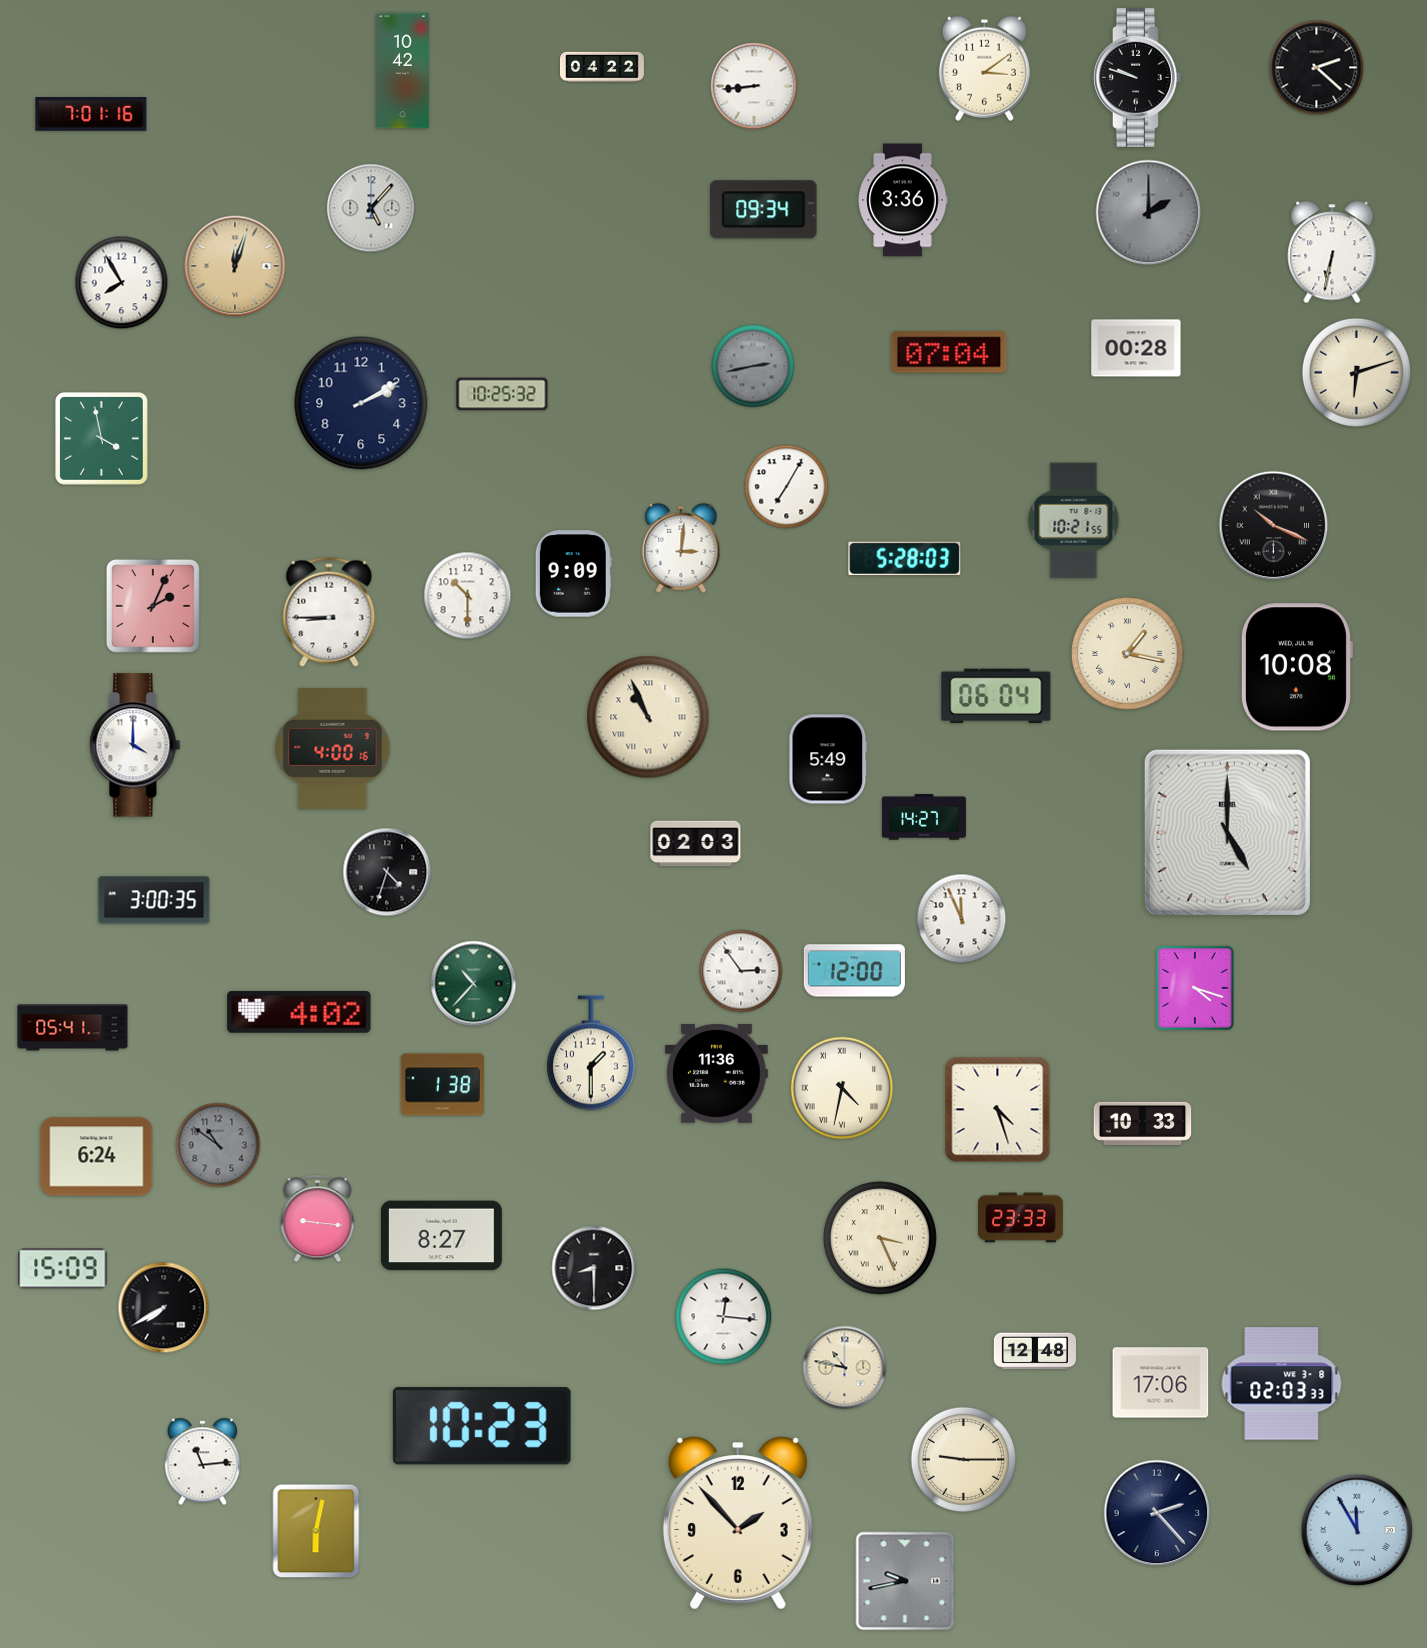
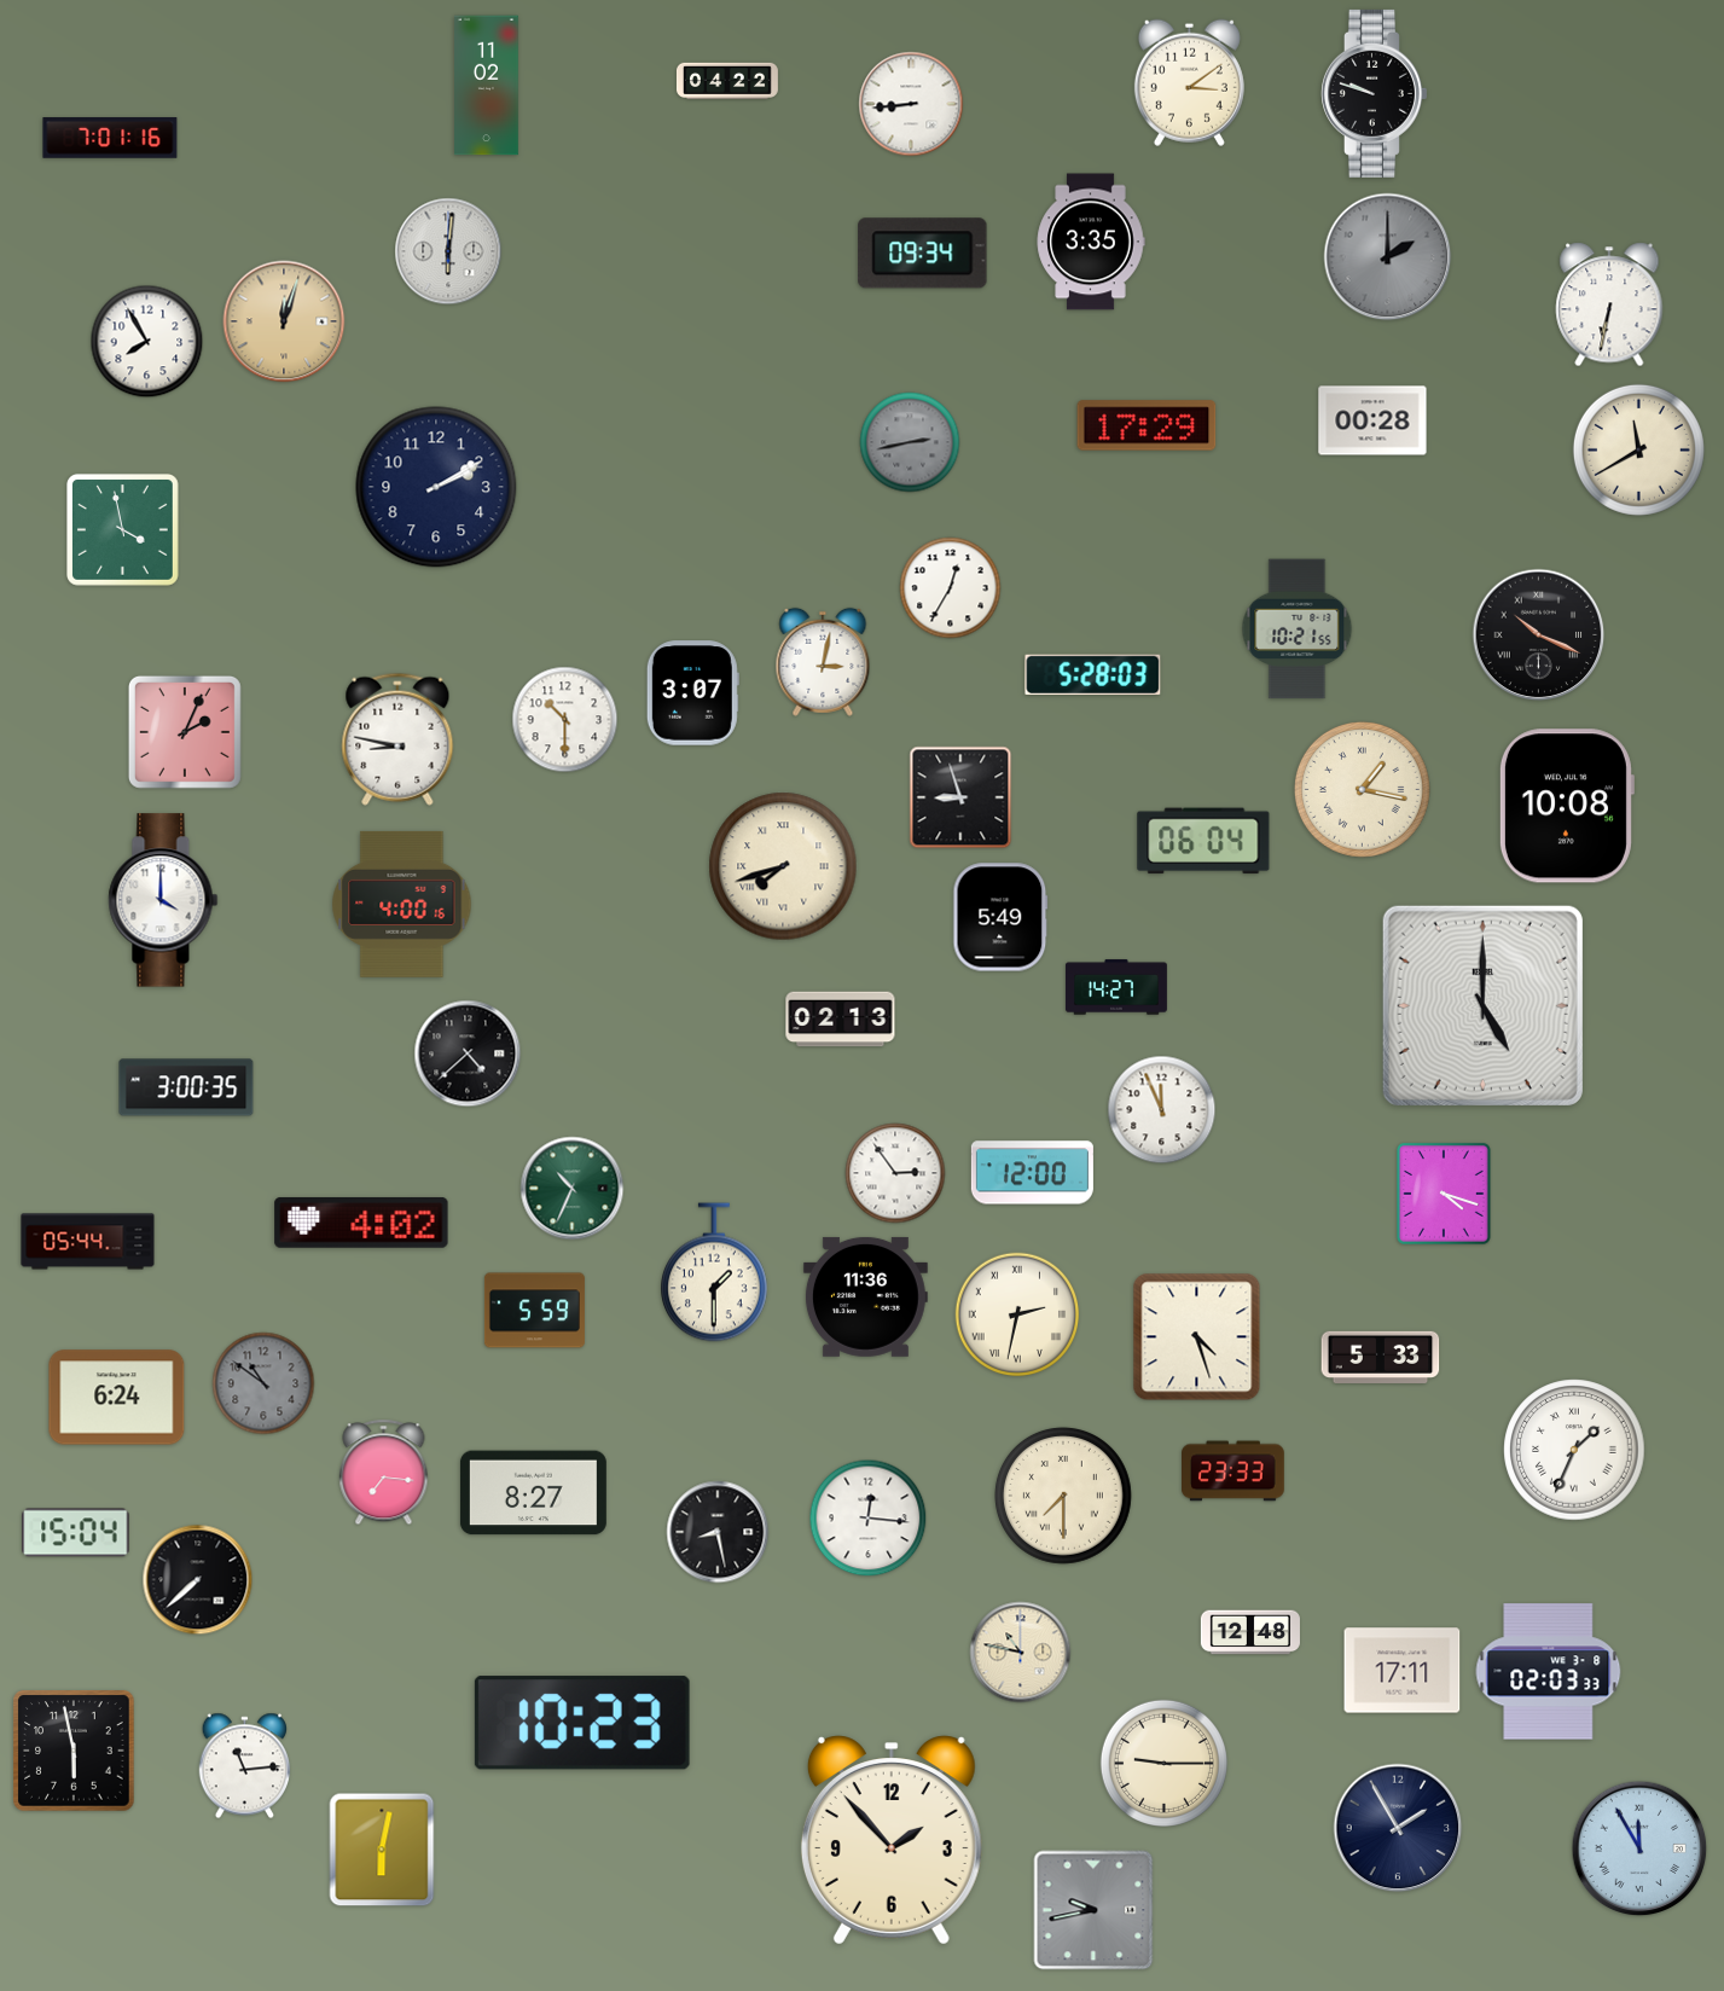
clock at (1317, 68): 2:22 -> none
clock at (403, 71): 10:42 -> 11:02
clock at (903, 200): 3:36 -> 3:35
clock at (371, 208): 5:07 -> 6:01
clock at (949, 352): 07:04 -> 17:29
clock at (1356, 372): 6:12 -> 11:40
clock at (502, 394): 10:25 -> none
clock at (787, 487): 7:05 -> 12:35
clock at (681, 548): 3:01 -> 3:02
clock at (573, 574): 9:09 -> 3:07
clock at (329, 612): 8:45 -> 8:47
clock at (960, 797): none -> 8:57
clock at (648, 717): 10:56 -> 7:42
clock at (696, 844): 02:03 -> 02:13
clock at (387, 872): 4:33 -> 4:38
clock at (474, 984): 10:37 -> 10:34
clock at (73, 1028): 05:41 -> 05:44
clock at (442, 1085): 1:38 -> 5:59
clock at (842, 1088): 4:32 -> 2:32
clock at (998, 1110) position: (998, 1110) -> (1197, 1337)
clock at (1143, 1123): 10:33 -> 5:33
clock at (1574, 1450): none -> 1:34
clock at (318, 1219): 9:16 -> 7:16
clock at (881, 1238): 3:26 -> 7:30
clock at (594, 1268): 8:30 -> 8:28
clock at (63, 1269): 15:09 -> 15:04
clock at (164, 1308): 7:40 -> 7:38
clock at (724, 1317) position: (724, 1317) -> (869, 1519)
clock at (1161, 1383): 17:06 -> 17:11
clock at (74, 1751): none -> 5:58
clock at (1157, 1513): 2:23 -> 1:55
